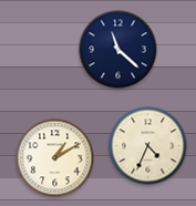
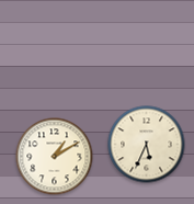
clock at (118, 50): 11:22 -> none
clock at (148, 146): 4:34 -> 5:34
